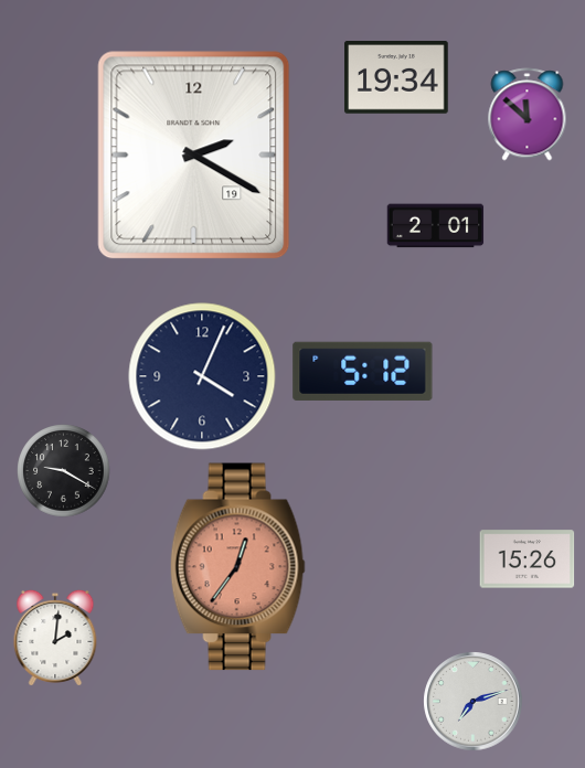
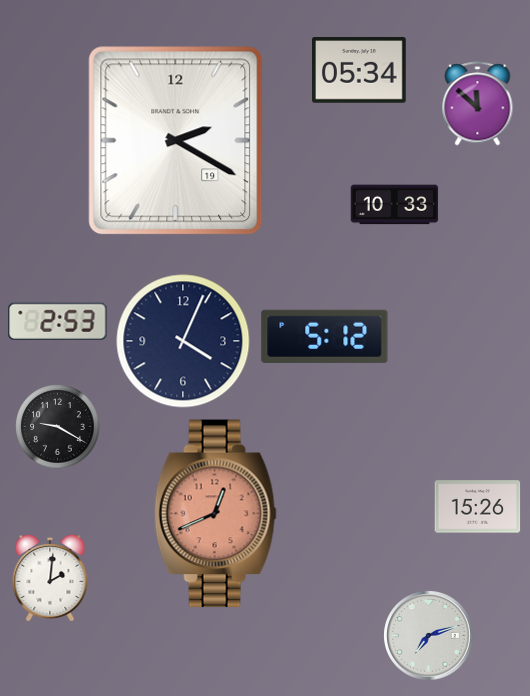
clock at (397, 77): 19:34 -> 05:34
clock at (436, 226): 2:01 -> 10:33
clock at (58, 321): none -> 2:53
clock at (363, 371) position: (363, 371) -> (325, 336)
clock at (237, 567): 12:36 -> 12:41
